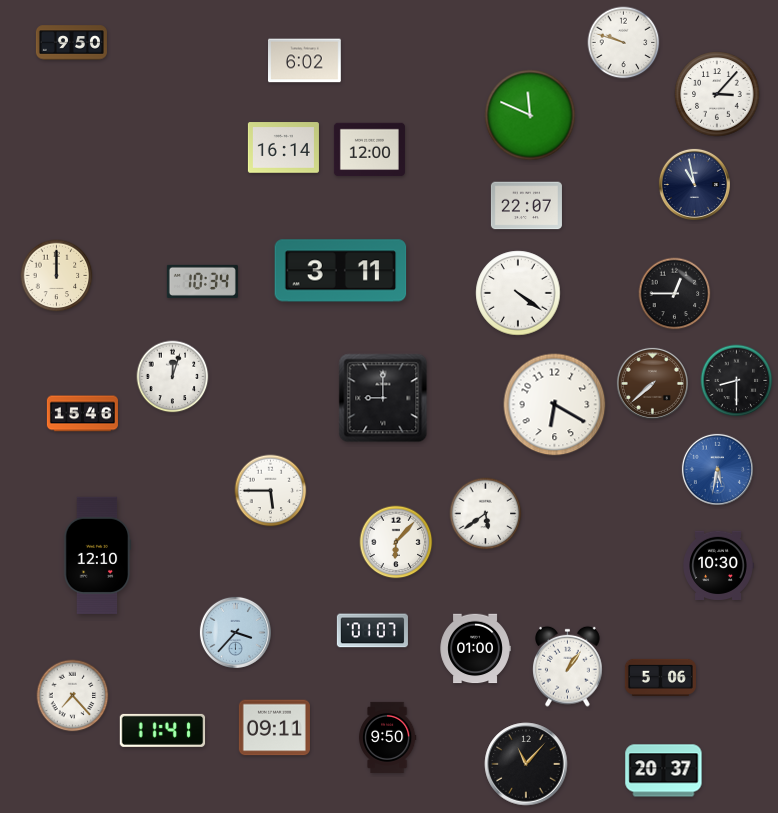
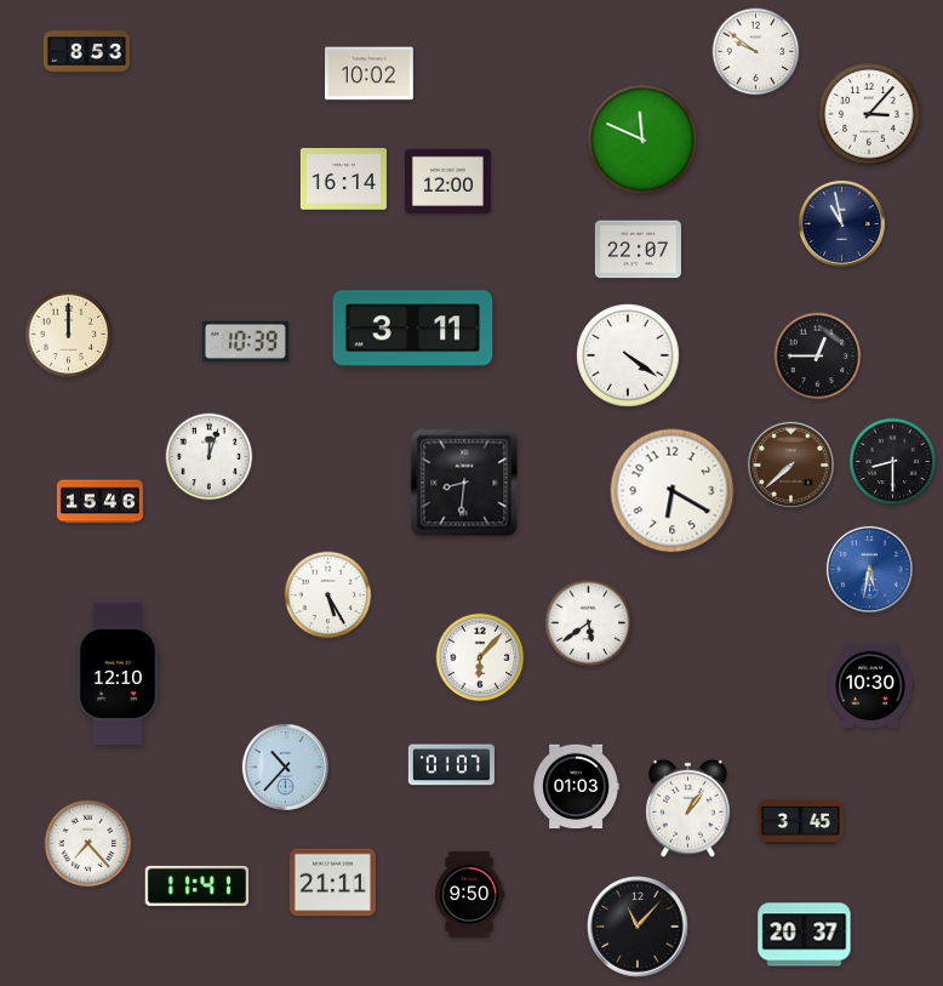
clock at (71, 43): 9:50 -> 8:53
clock at (624, 43): 9:48 -> 9:51
clock at (305, 61): 6:02 -> 10:02
clock at (202, 281): 10:34 -> 10:39
clock at (383, 398): 9:00 -> 8:31
clock at (271, 491): 5:45 -> 5:25
clock at (235, 632): 3:37 -> 10:37
clock at (475, 649): 01:00 -> 01:03
clock at (660, 677): 5:06 -> 3:45
clock at (274, 728): 09:11 -> 21:11
